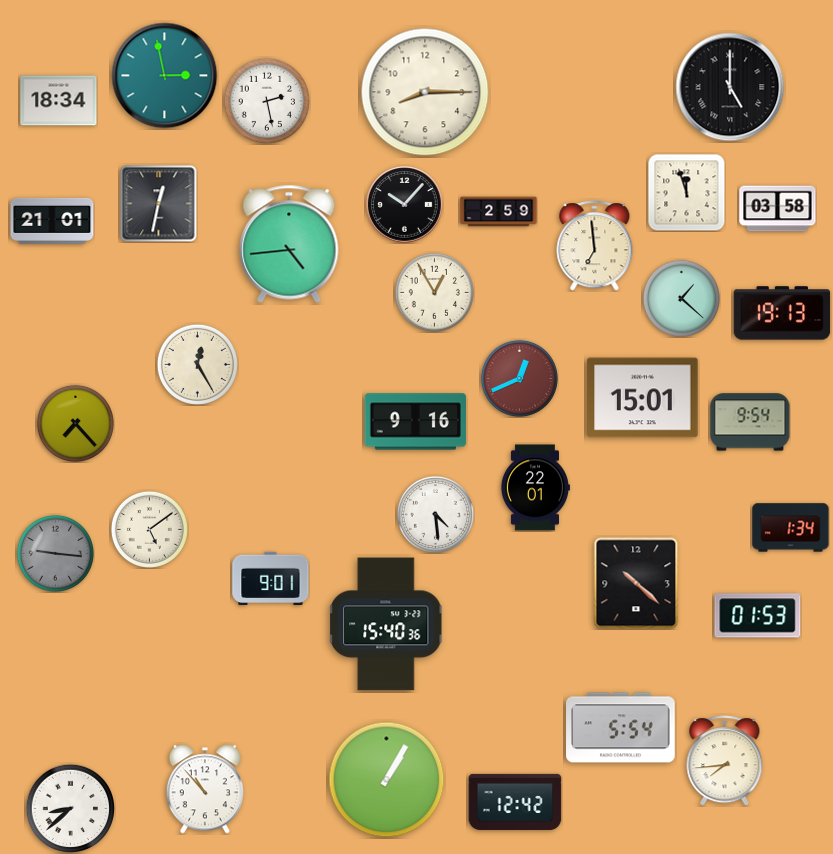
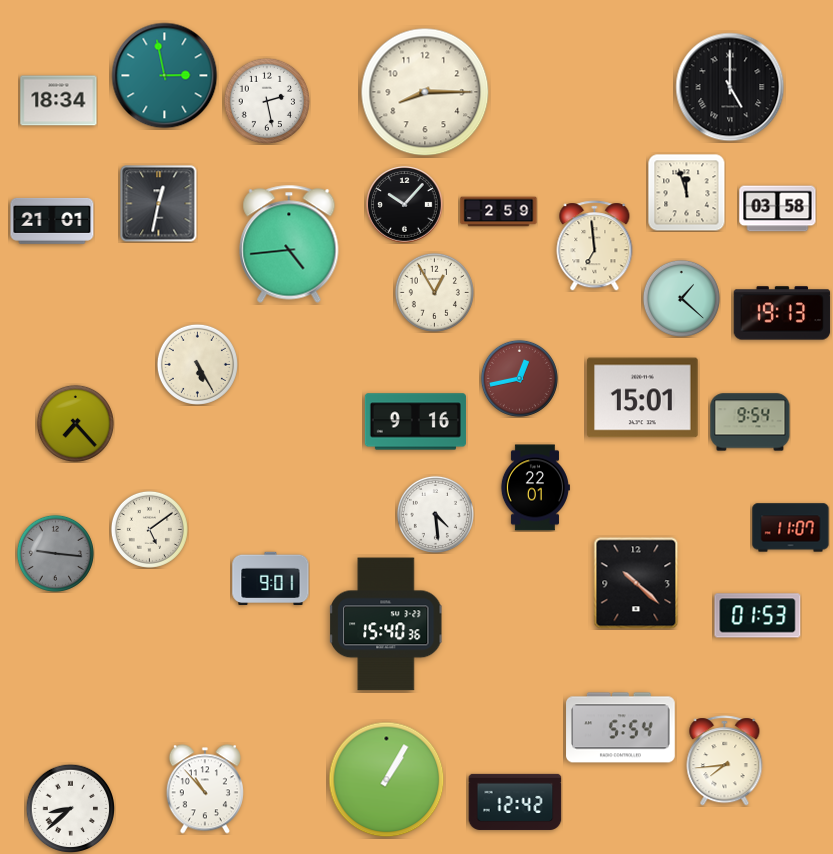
clock at (197, 364): 12:25 -> 5:25
clock at (519, 378): 12:41 -> 12:43
clock at (791, 528): 1:34 -> 11:07
